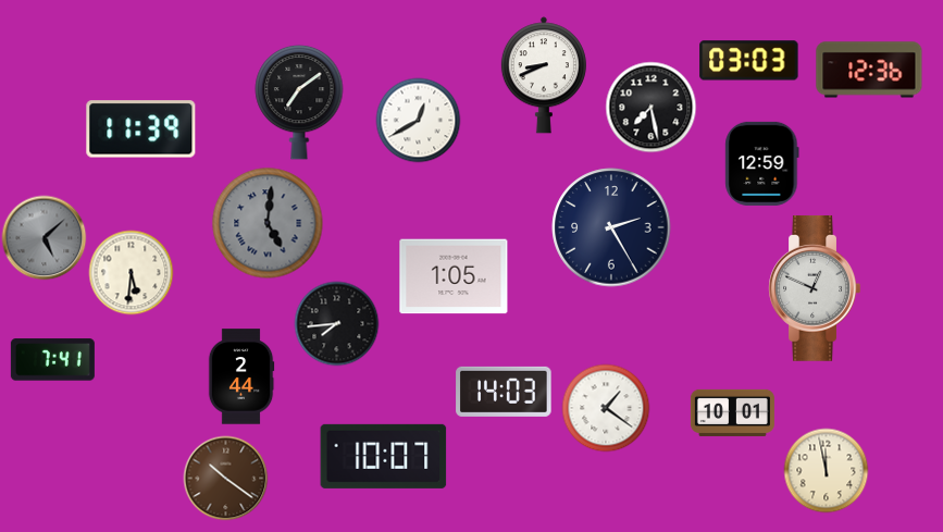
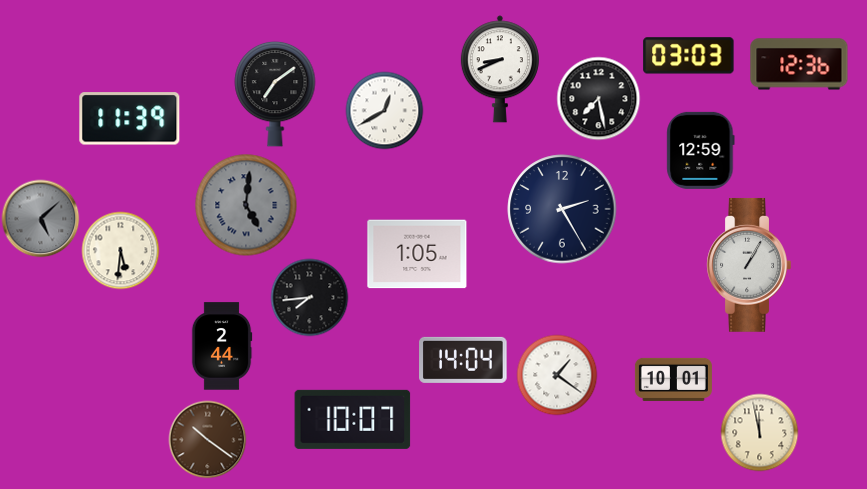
clock at (815, 288): 12:49 -> 1:05
clock at (52, 360): 7:41 -> none
clock at (504, 392): 14:03 -> 14:04
